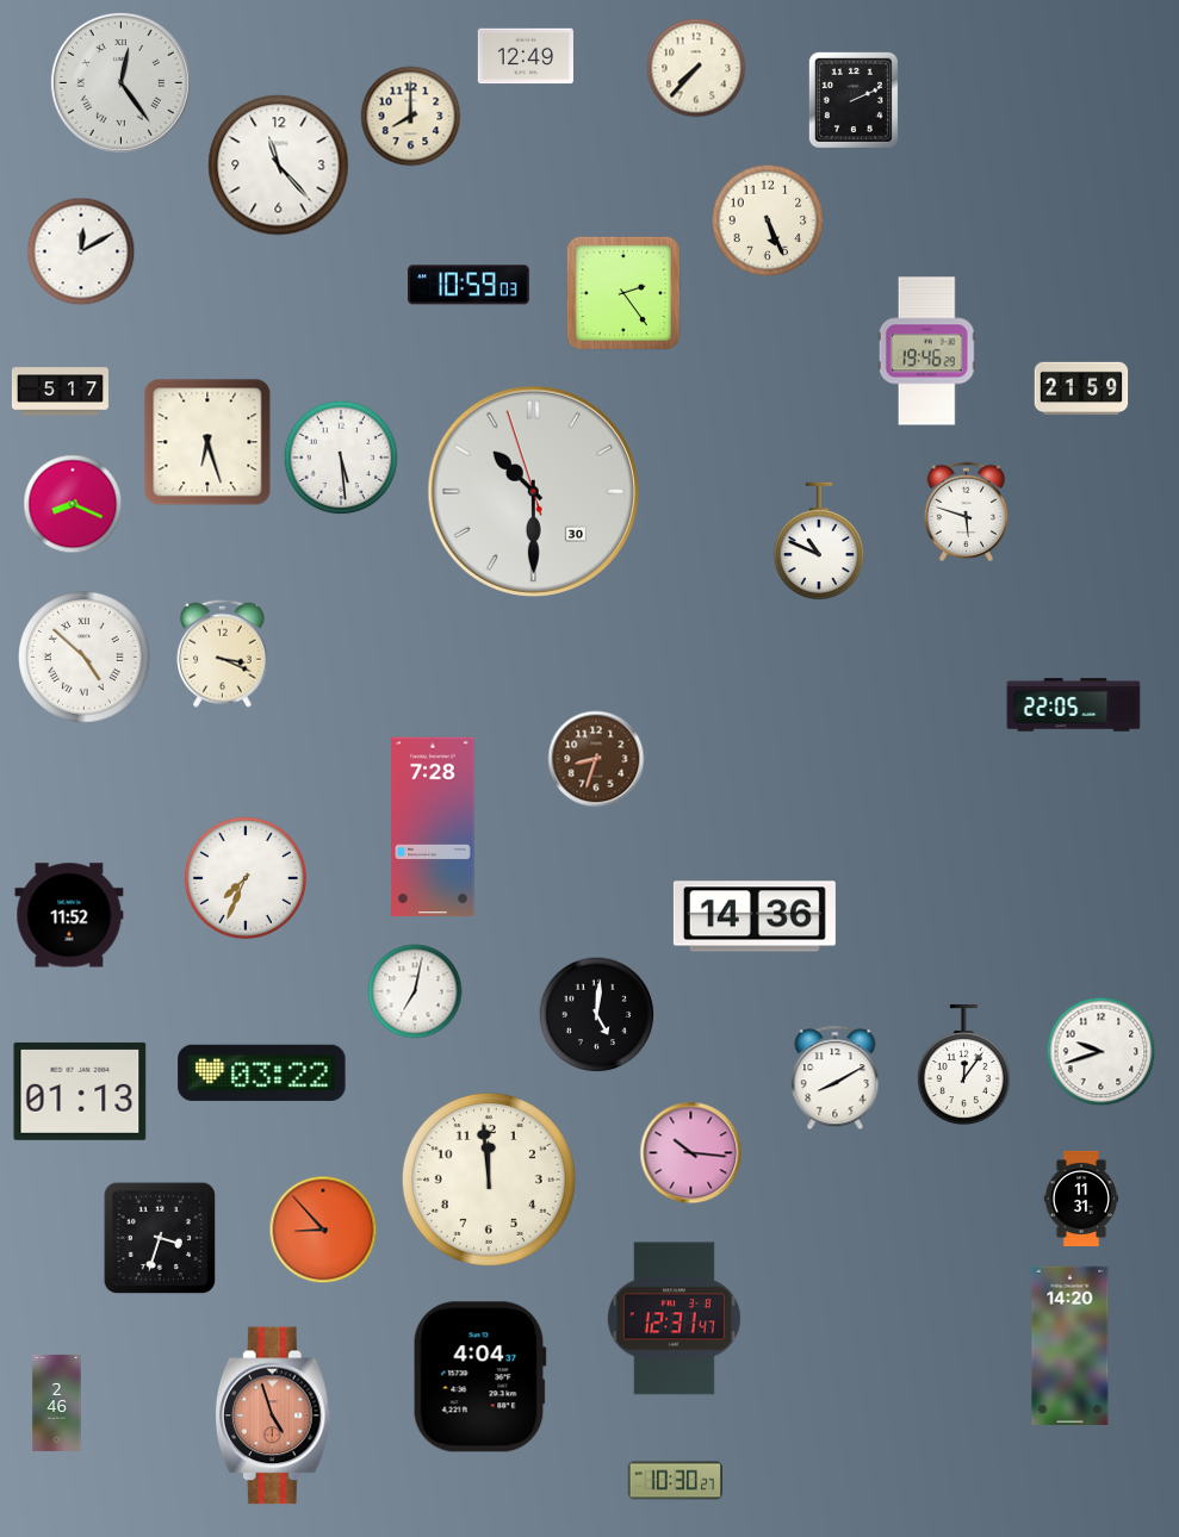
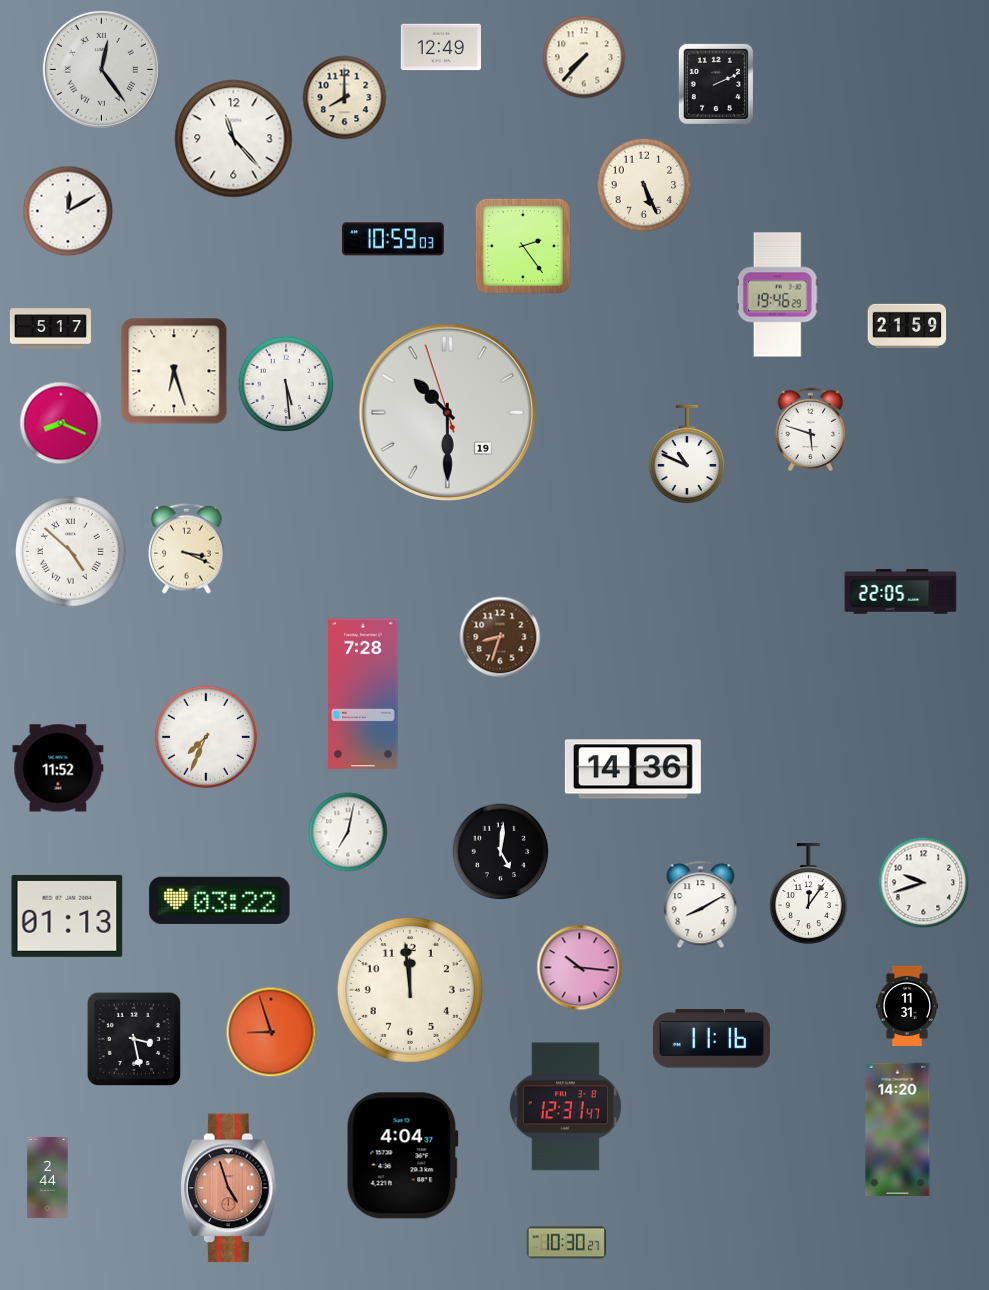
clock at (533, 491) date: 30 -> 19
clock at (323, 1230): 8:53 -> 8:57
clock at (160, 1238): 3:33 -> 3:28
clock at (711, 1039): none -> 11:16
clock at (57, 1402): 2:46 -> 2:44
